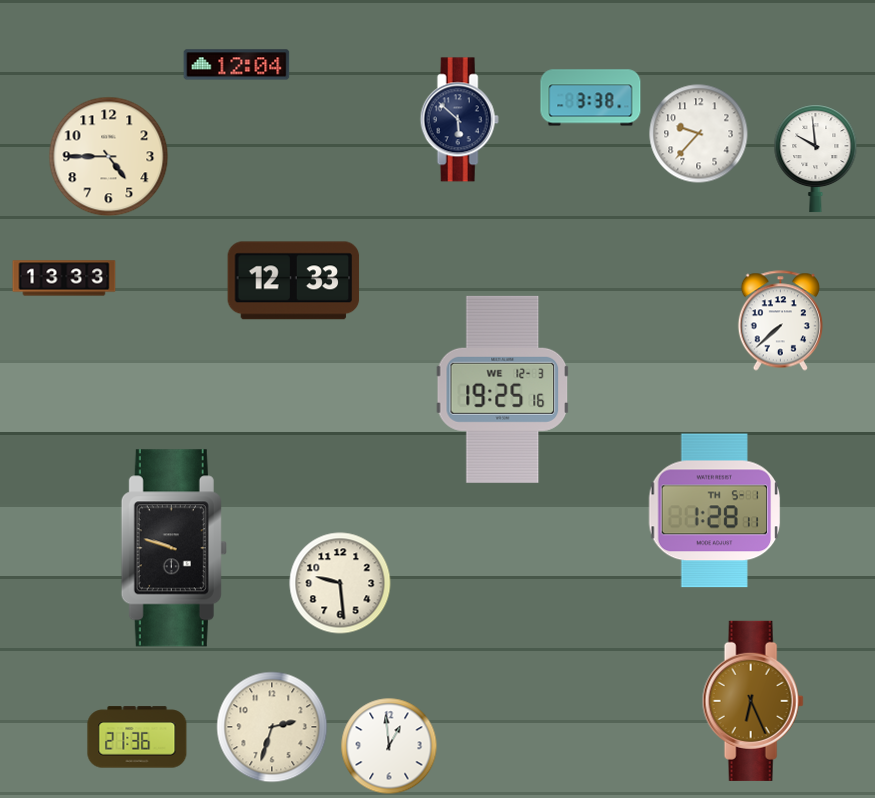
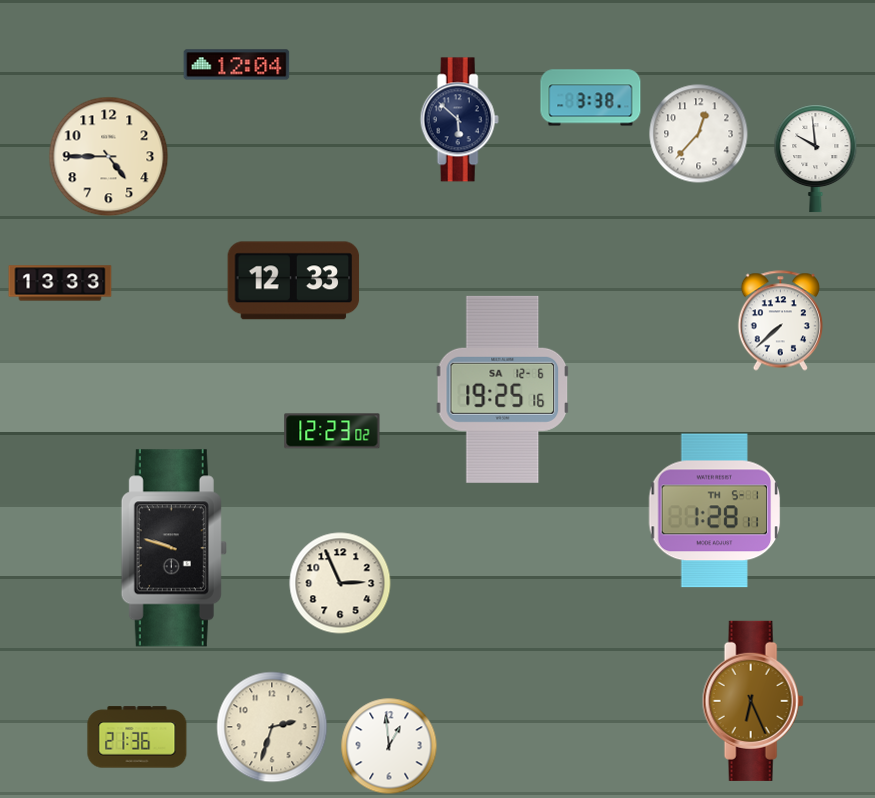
clock at (699, 134): 9:37 -> 12:37
clock at (64, 278) position: (64, 278) -> (60, 283)
clock at (503, 389) date: WE 12-3 -> SA 12-6
clock at (332, 431): none -> 12:23
clock at (340, 583): 9:29 -> 2:56
